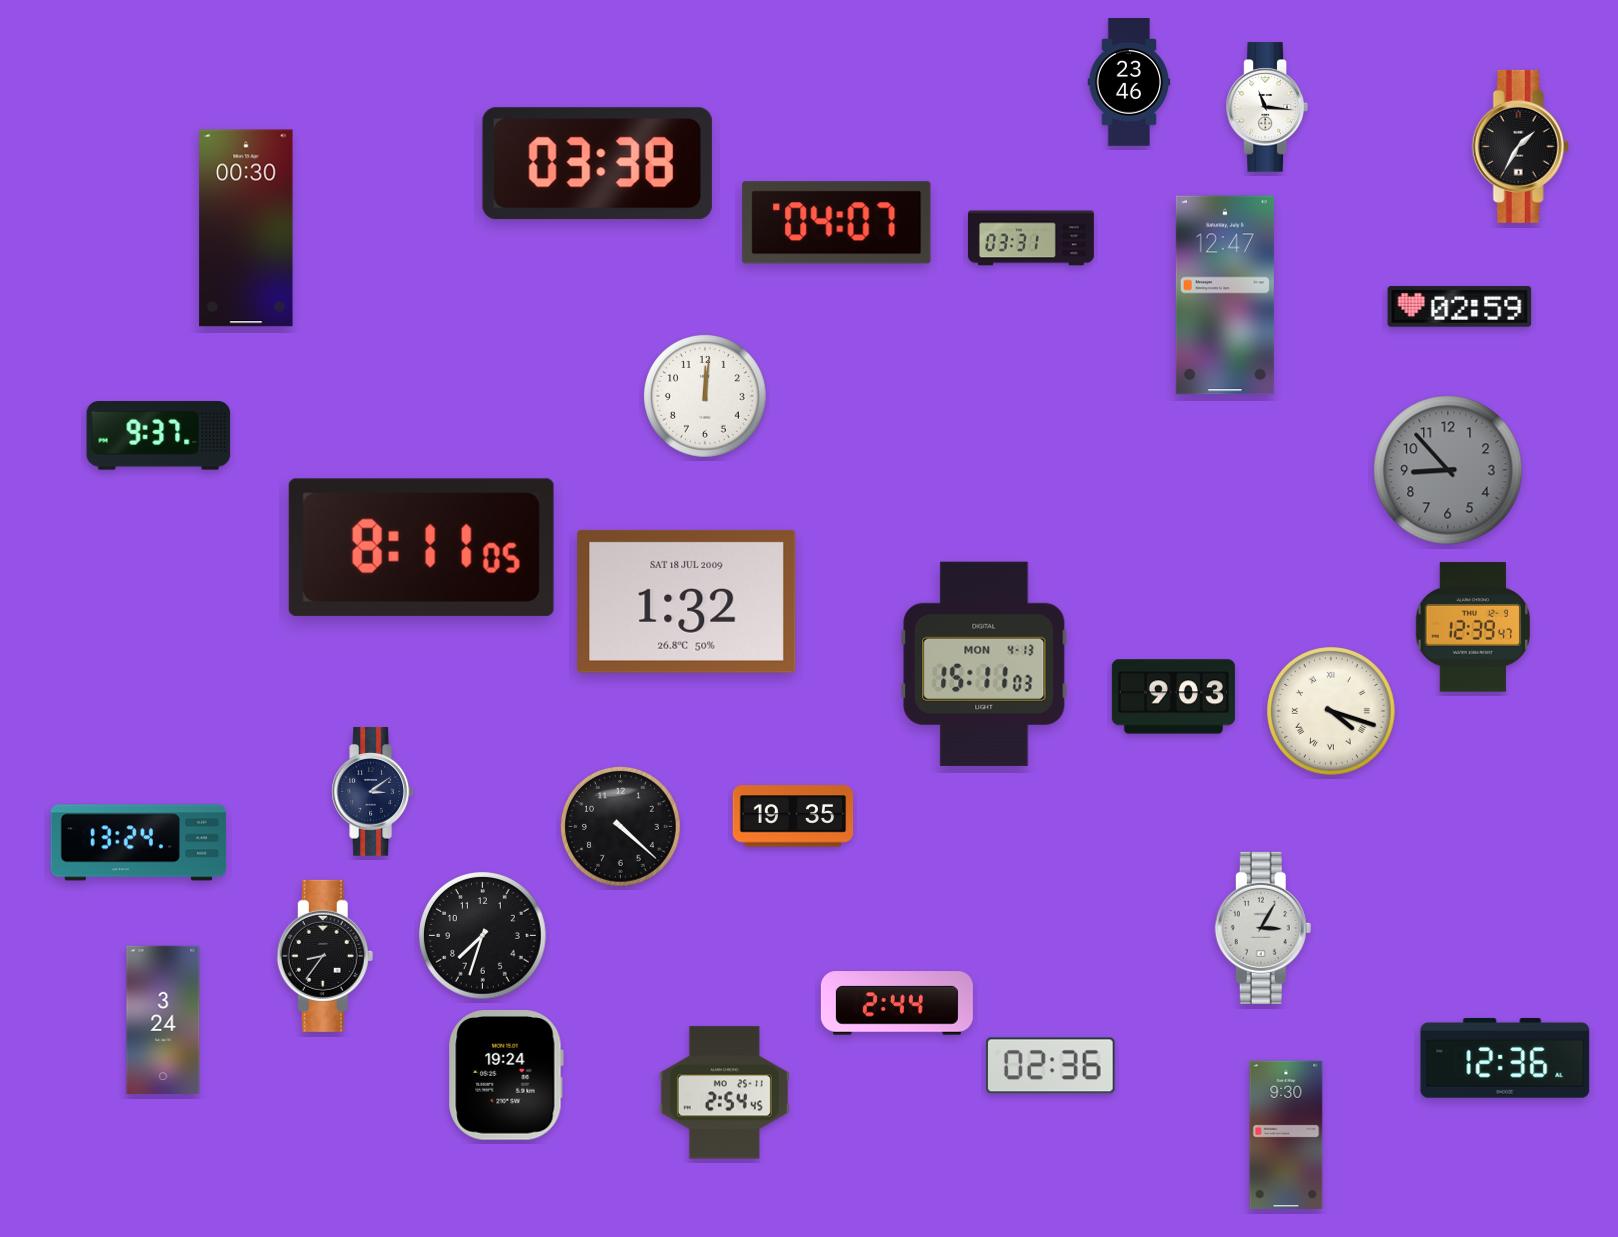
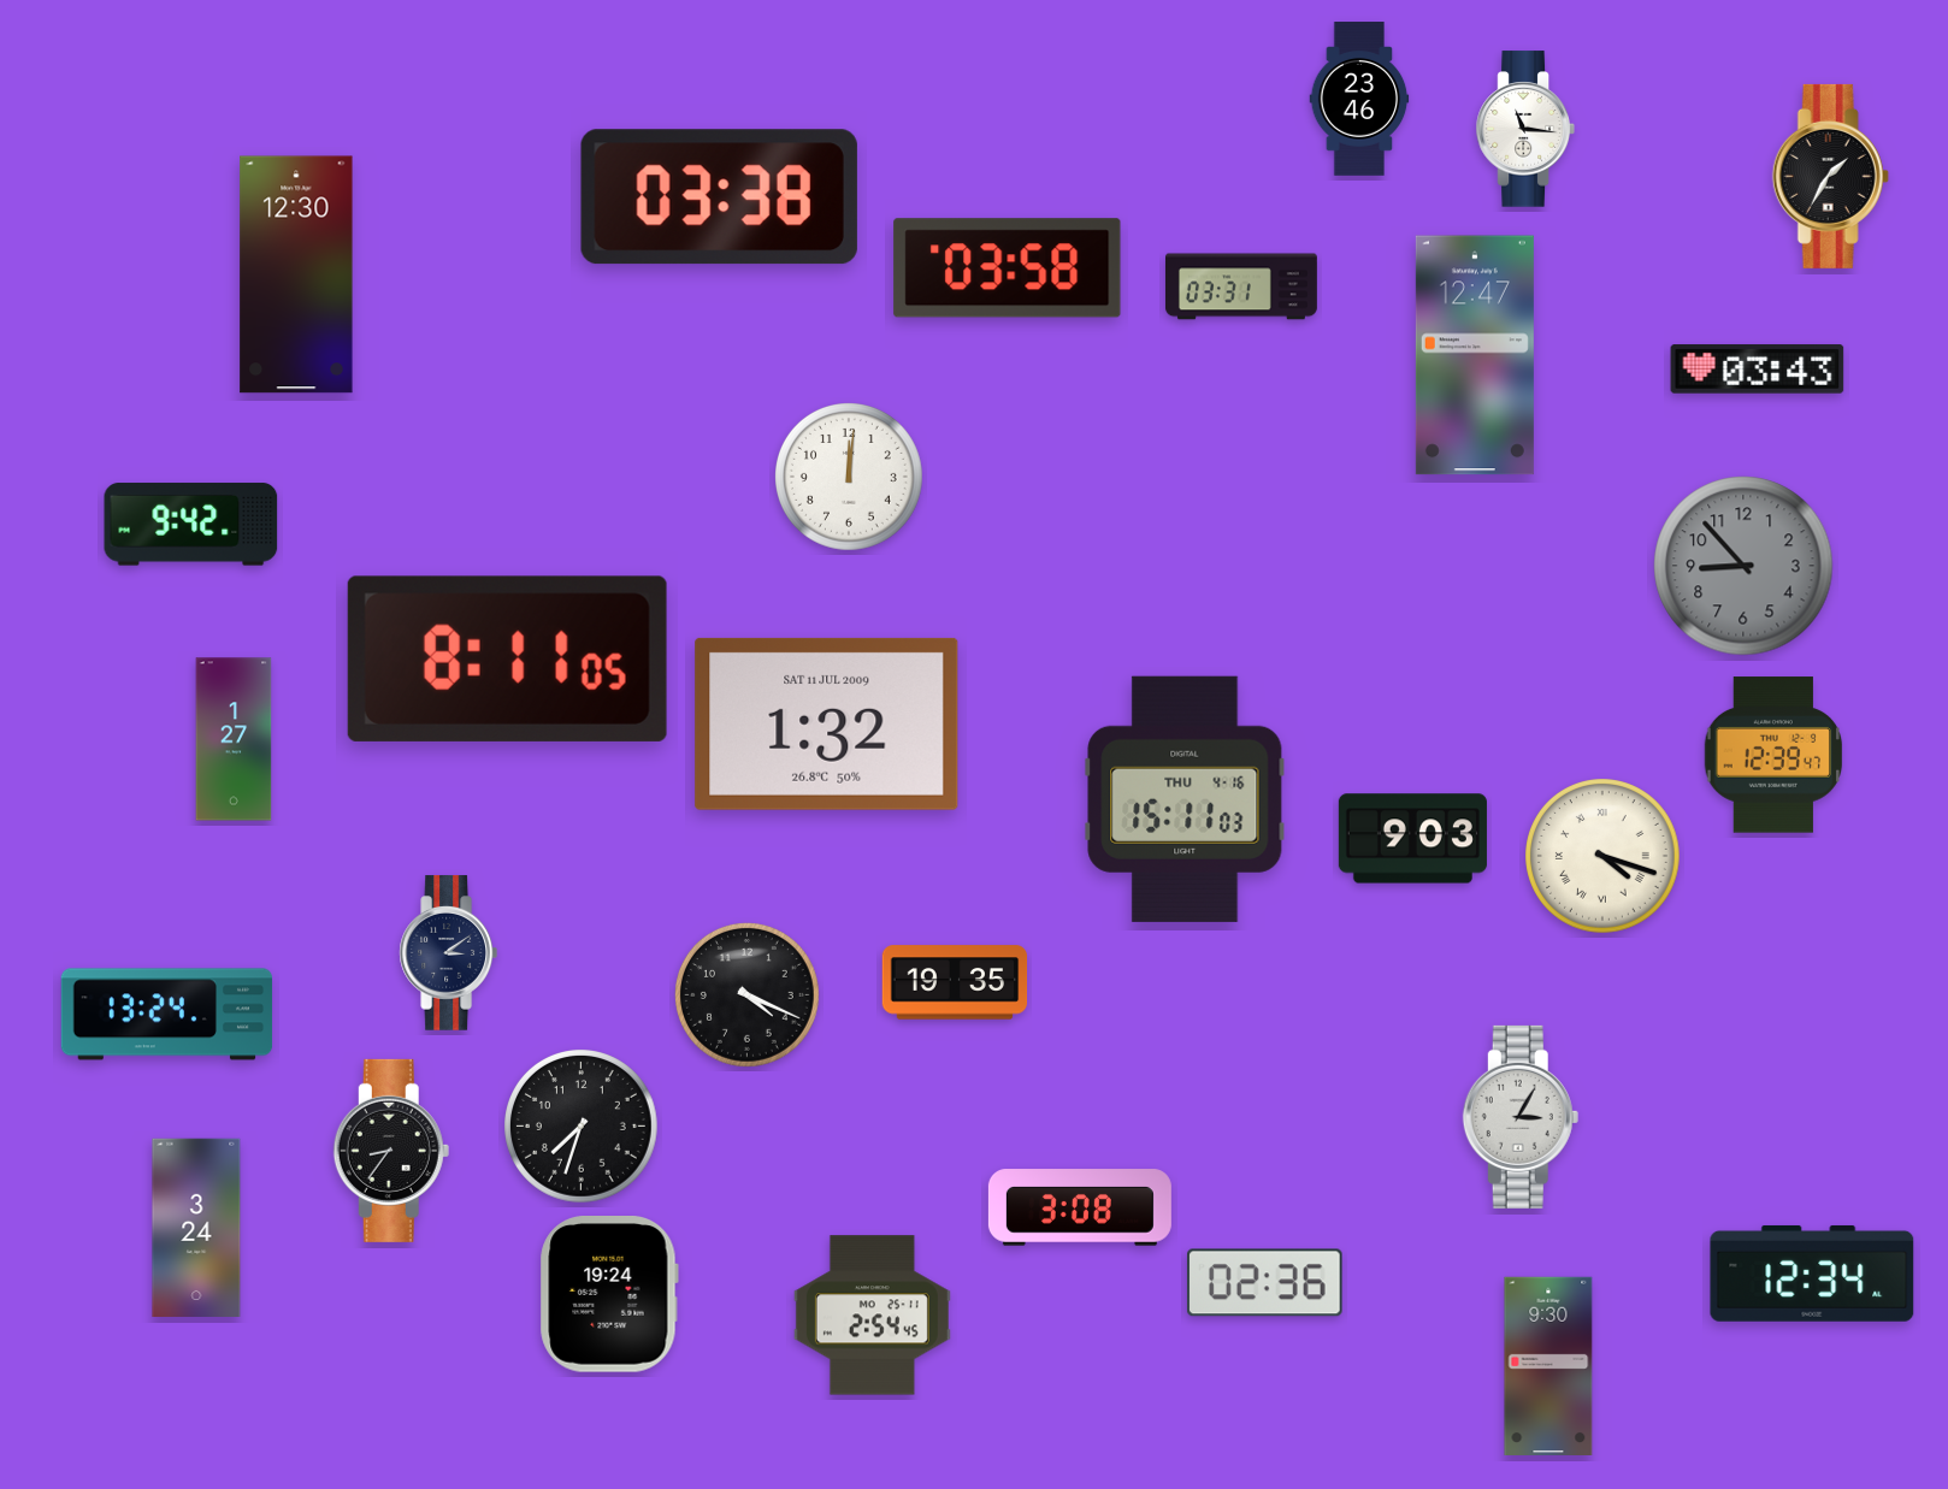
clock at (837, 223): 04:07 -> 03:58
clock at (246, 228): 00:30 -> 12:30
clock at (1460, 307): 02:59 -> 03:43
clock at (159, 436): 9:37 -> 9:42
clock at (687, 601) date: SAT 18 JUL 2009 -> SAT 11 JUL 2009
clock at (234, 739): none -> 1:27
clock at (984, 664) date: MON 4-13 -> THU 4-16
clock at (620, 826): 4:22 -> 4:19
clock at (897, 1003): 2:44 -> 3:08
clock at (1505, 1058): 12:36 -> 12:34
